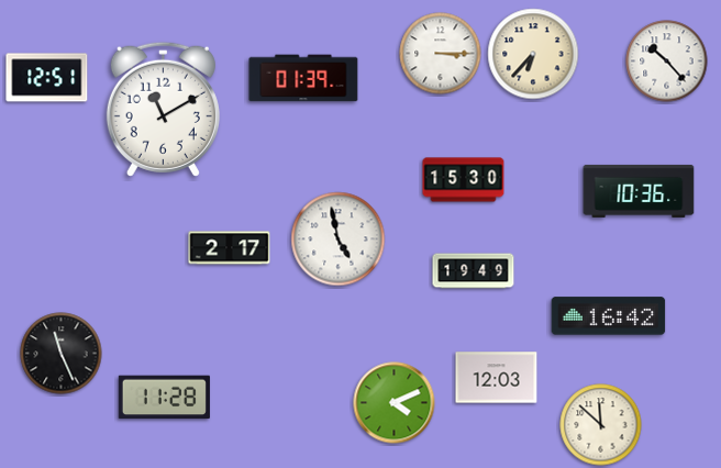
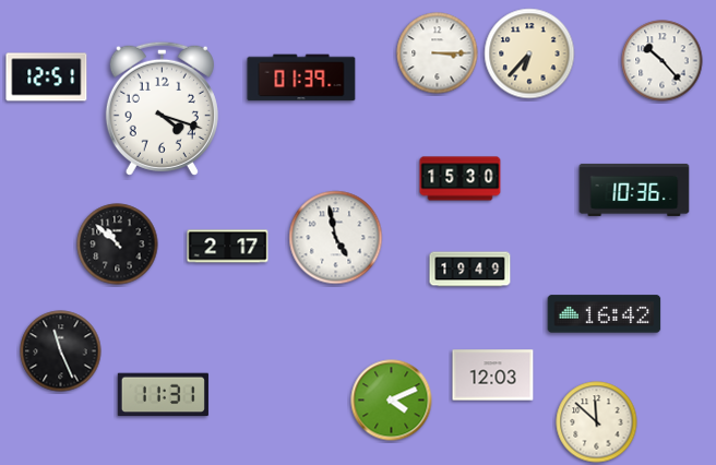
clock at (163, 109): 11:10 -> 4:18
clock at (118, 245): none -> 10:52
clock at (164, 398): 11:28 -> 11:31
